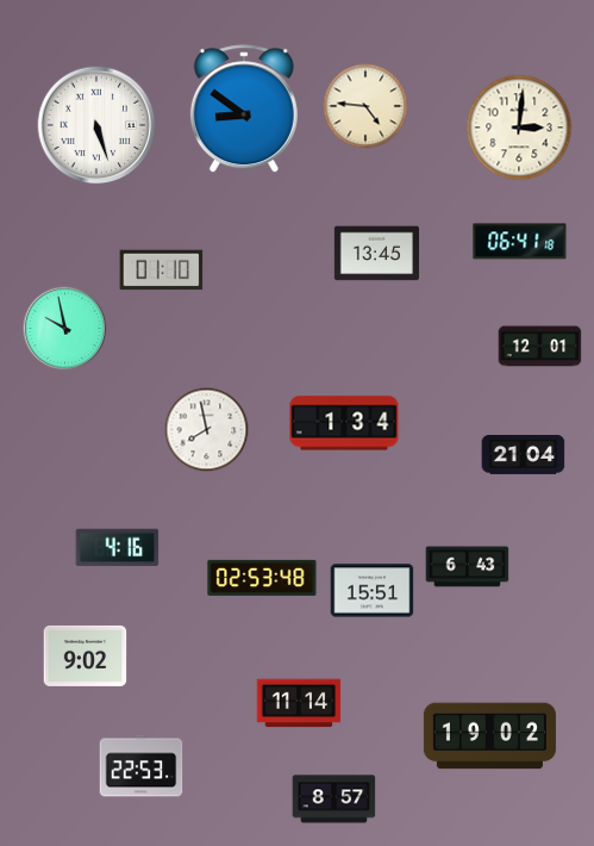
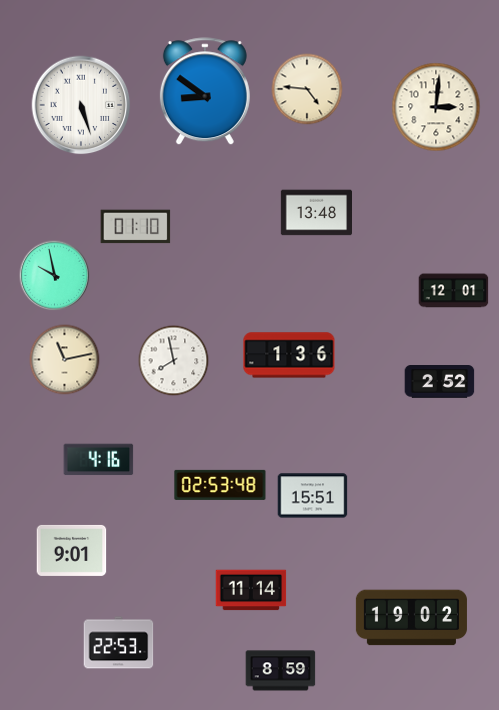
clock at (520, 242): 06:41 -> none
clock at (376, 254): 13:45 -> 13:48
clock at (344, 423): 1:34 -> 1:36
clock at (65, 360): none -> 11:13
clock at (524, 455): 21:04 -> 2:52
clock at (468, 567): 6:43 -> none
clock at (86, 655): 9:02 -> 9:01
clock at (334, 800): 8:57 -> 8:59
